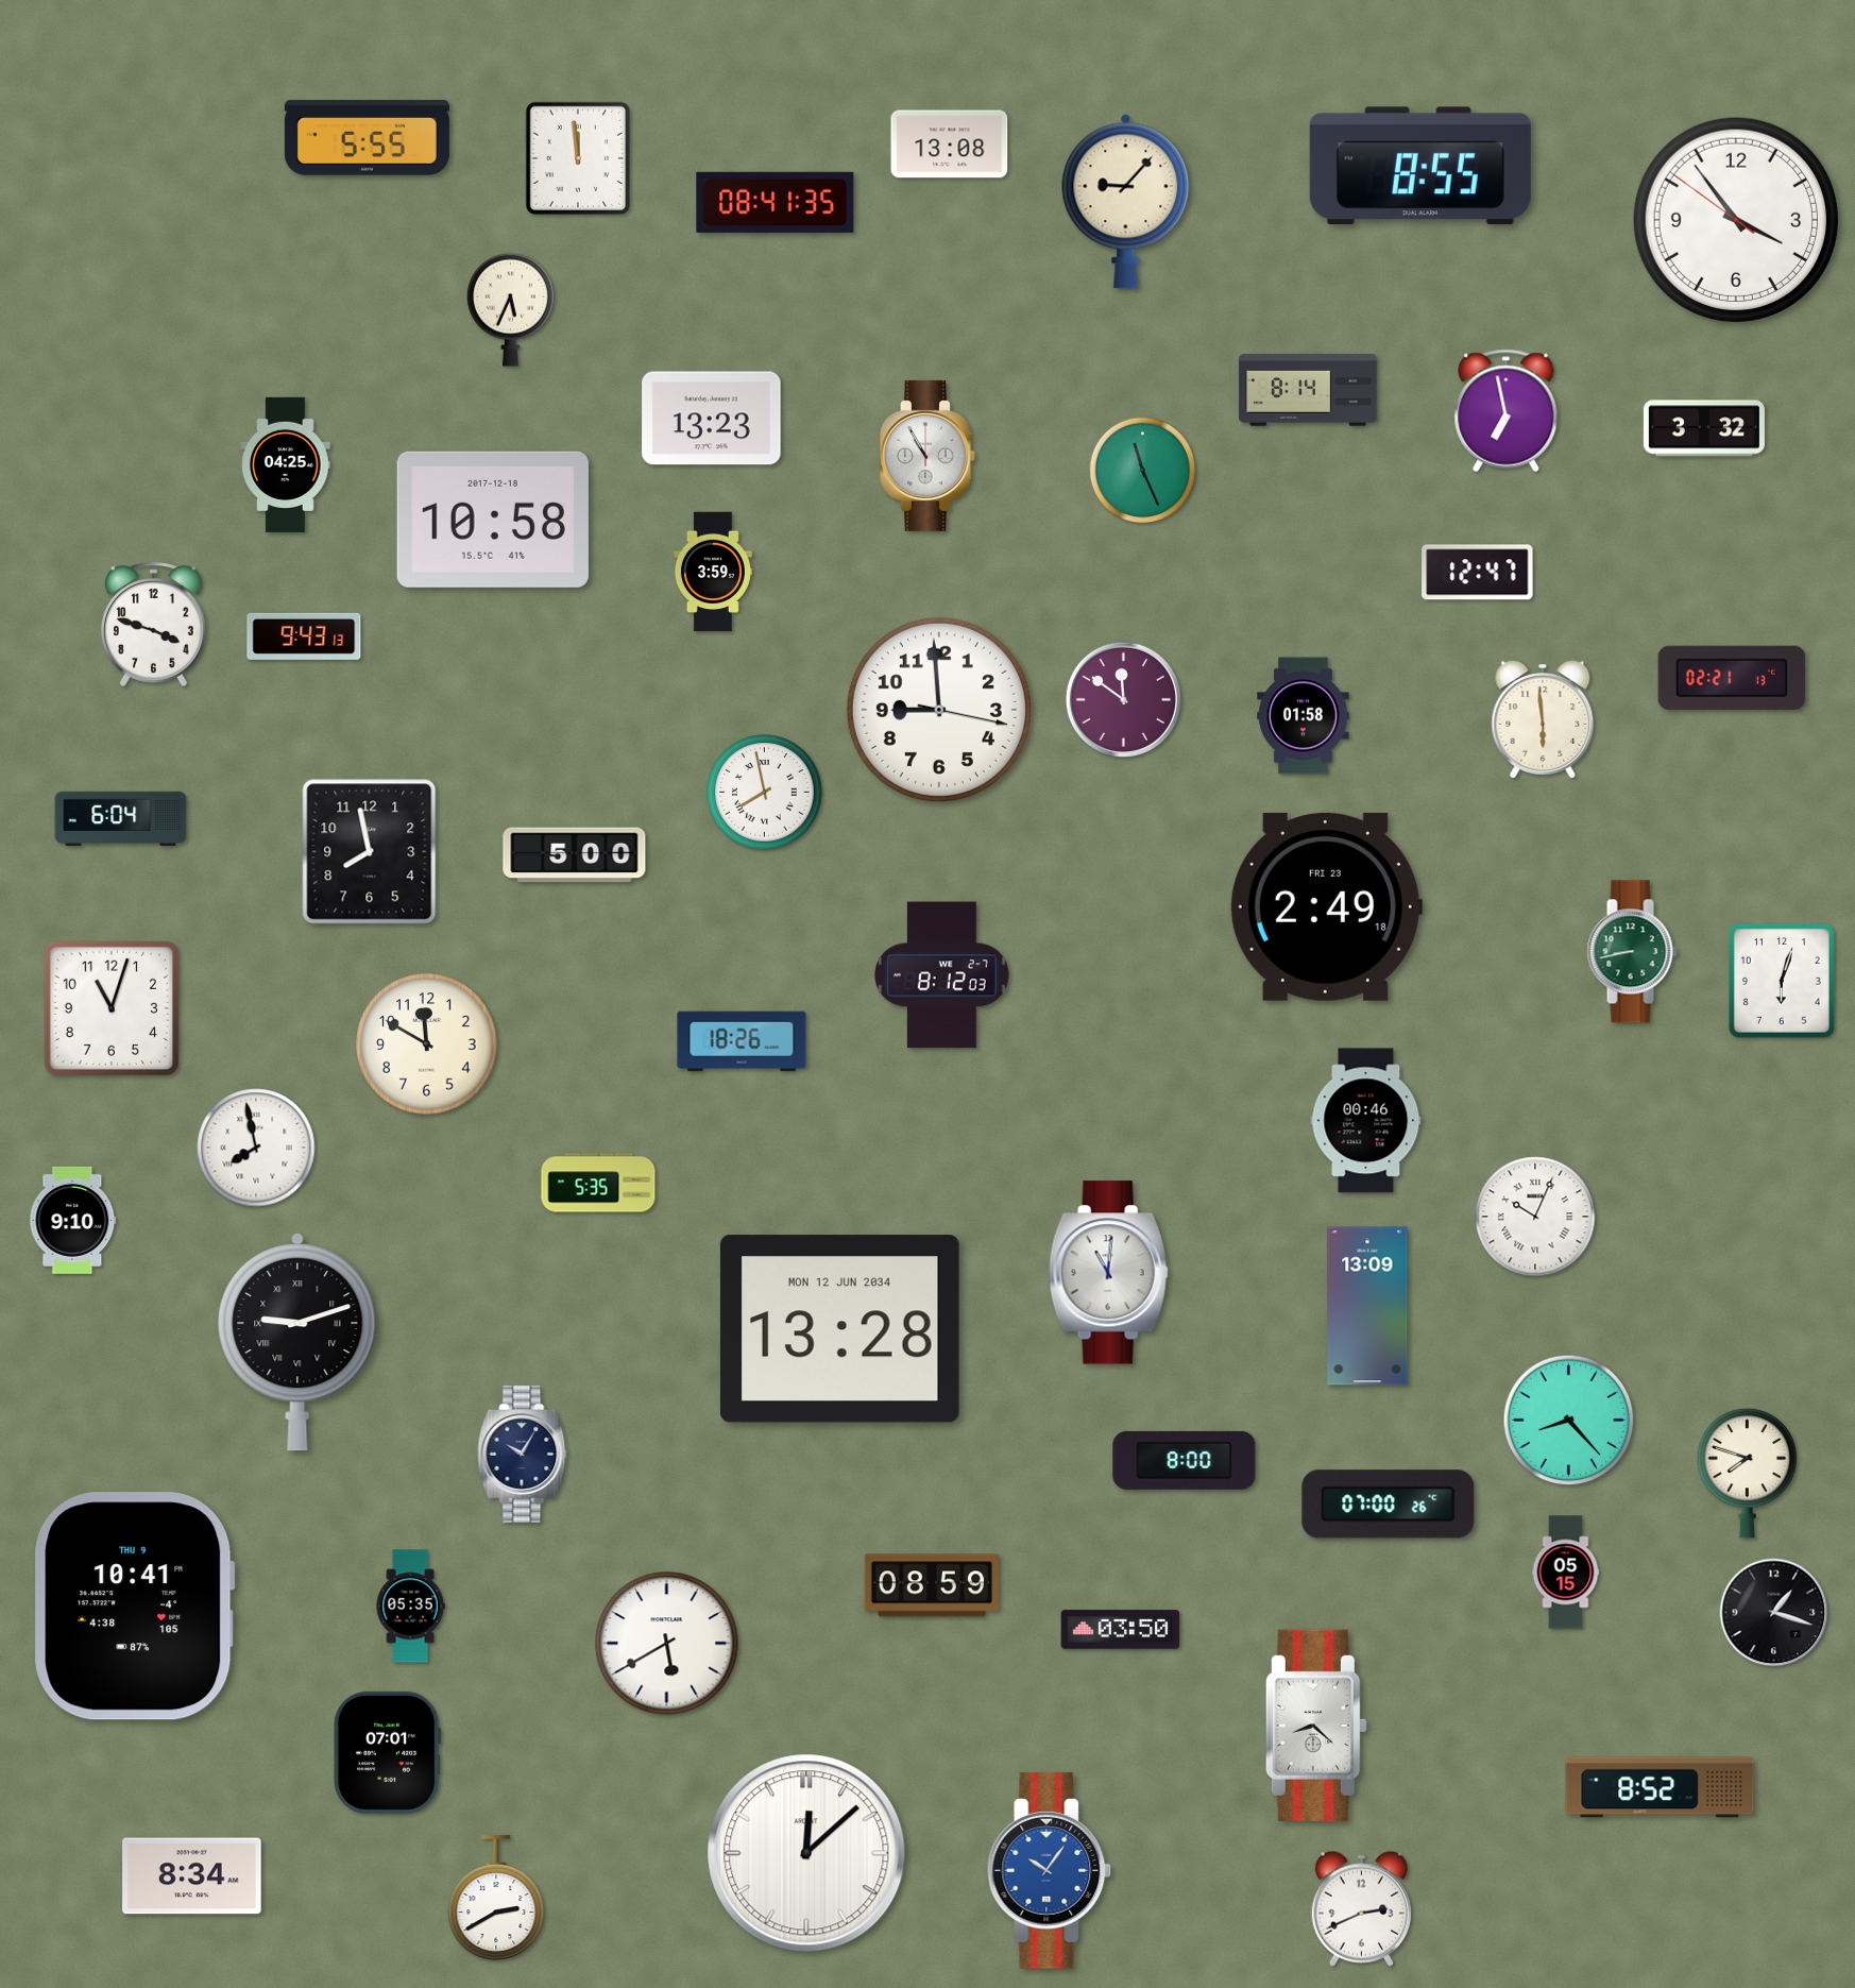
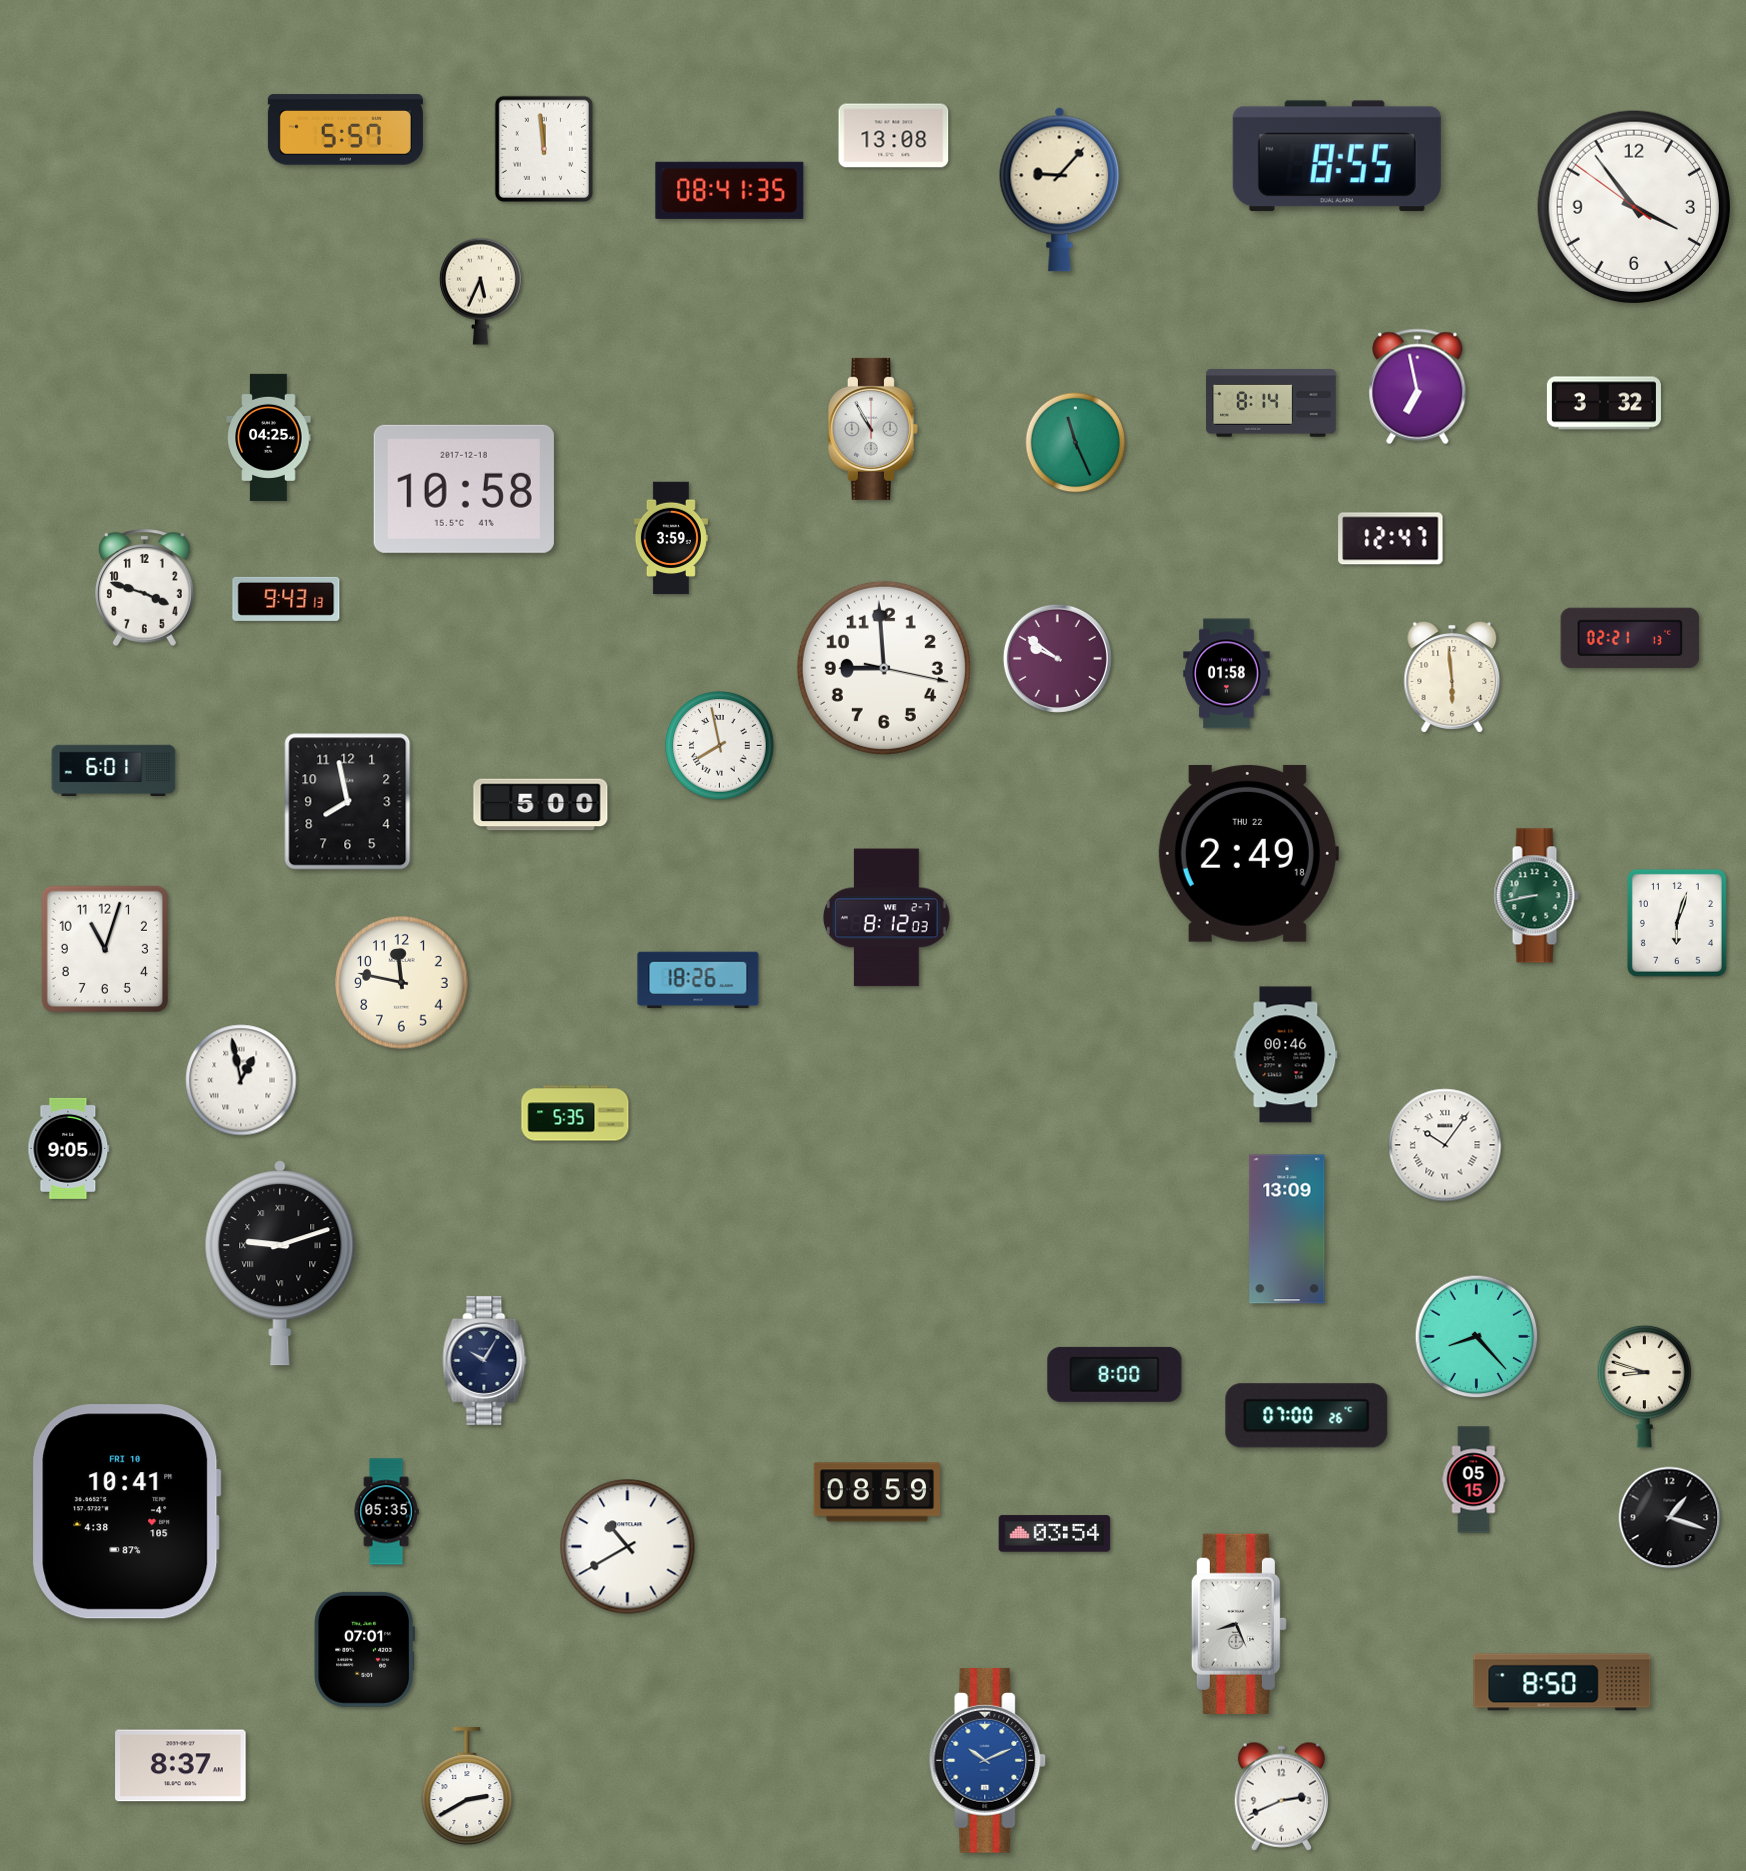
clock at (367, 138): 5:55 -> 5:57
clock at (1308, 391) position: (1308, 391) -> (1271, 404)
clock at (712, 419): 13:23 -> none
clock at (1123, 699): 11:51 -> 9:51
clock at (121, 819): 6:04 -> 6:01
clock at (1326, 906) date: FRI 23 -> THU 22
clock at (427, 1044): 11:50 -> 11:47
clock at (256, 1148): 7:58 -> 12:58
clock at (598, 1183) position: (598, 1183) -> (575, 1113)
clock at (1535, 1217): 10:04 -> 10:06
clock at (73, 1220): 9:10 -> 9:05
clock at (1108, 1273): 11:01 -> none
clock at (839, 1329): 13:28 -> none
clock at (523, 1454) position: (523, 1454) -> (485, 1360)
clock at (1748, 1473): 7:48 -> 8:48
clock at (135, 1607) date: THU 9 -> FRI 10
clock at (1121, 1630): 03:50 -> 03:54
clock at (667, 1644): 5:40 -> 10:40
clock at (1316, 1726): 8:22 -> 8:26
clock at (1660, 1787): 8:52 -> 8:50
clock at (806, 1853): 12:08 -> none
clock at (1050, 1871): 10:06 -> 10:11
clock at (192, 1876): 8:34 -> 8:37
